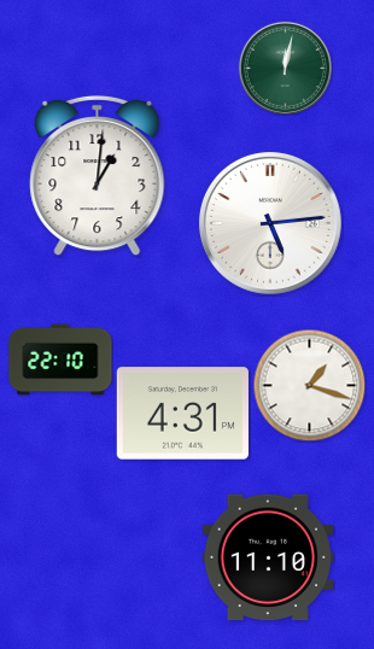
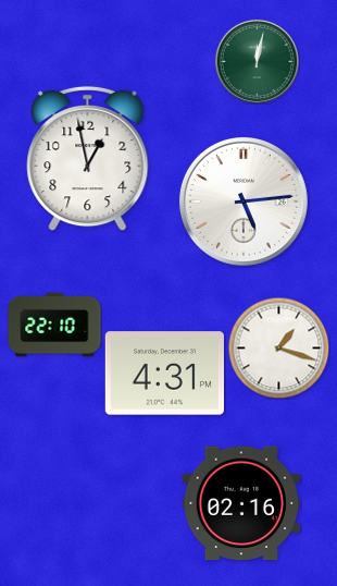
clock at (98, 176): 1:01 -> 12:58
clock at (267, 557): 11:10 -> 02:16
